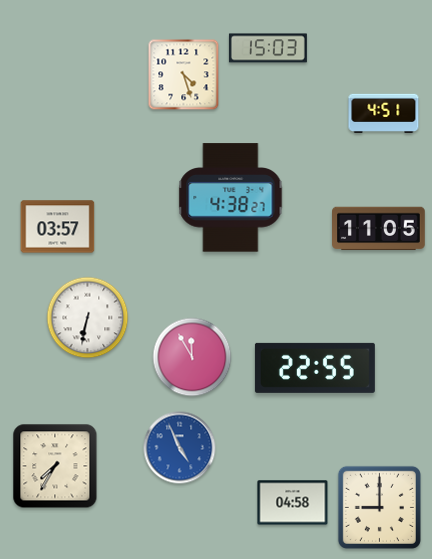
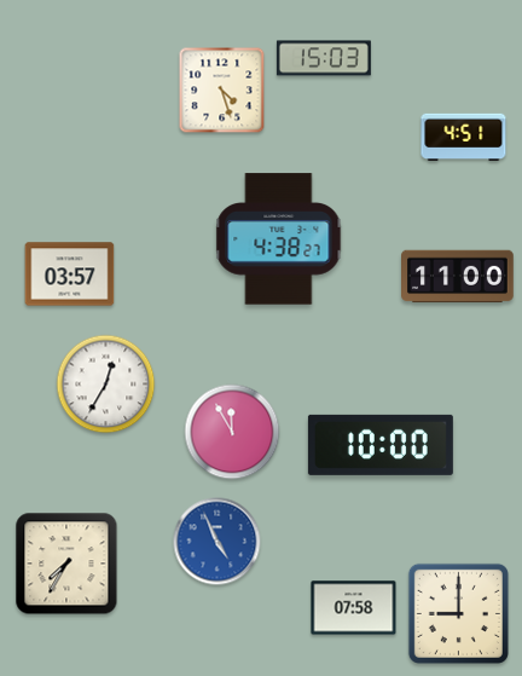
clock at (379, 229): 11:05 -> 11:00
clock at (88, 318): 6:32 -> 12:35
clock at (315, 368): 22:55 -> 10:00
clock at (293, 503): 04:58 -> 07:58
